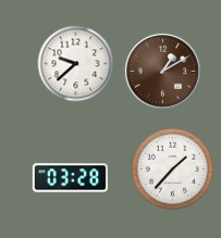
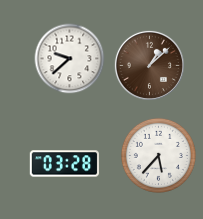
clock at (162, 71): 1:10 -> 1:08
clock at (172, 168): 1:37 -> 5:37
